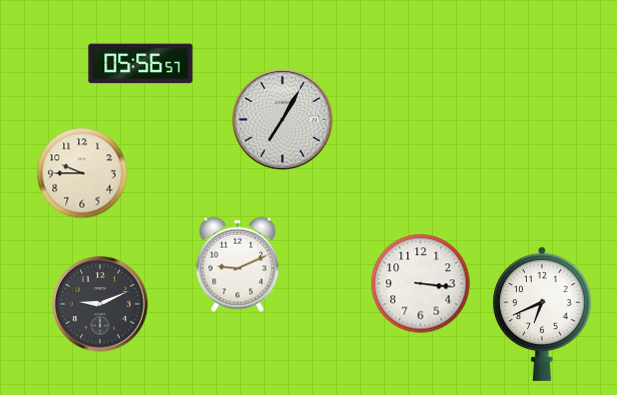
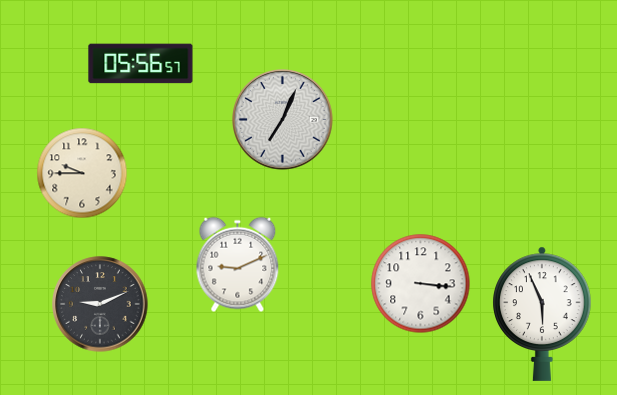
clock at (283, 120): 7:05 -> 7:04
clock at (542, 314): 6:41 -> 5:56
